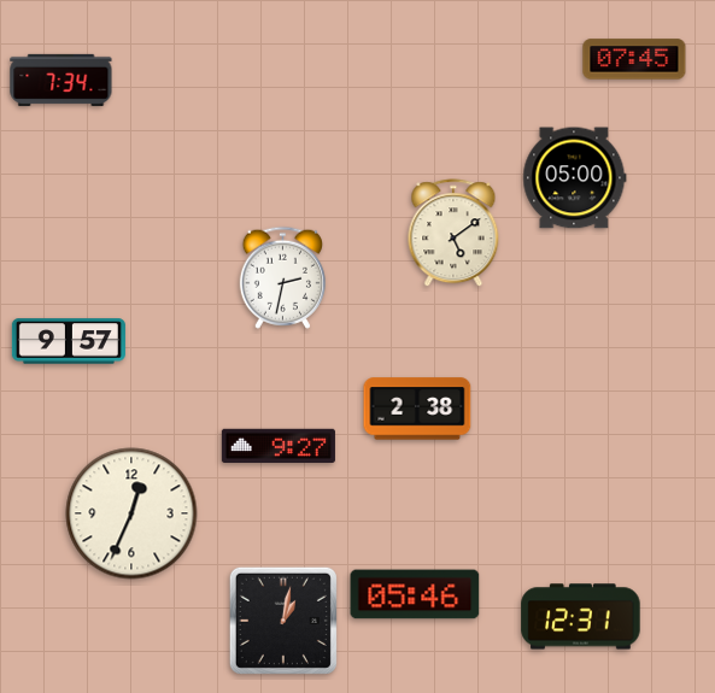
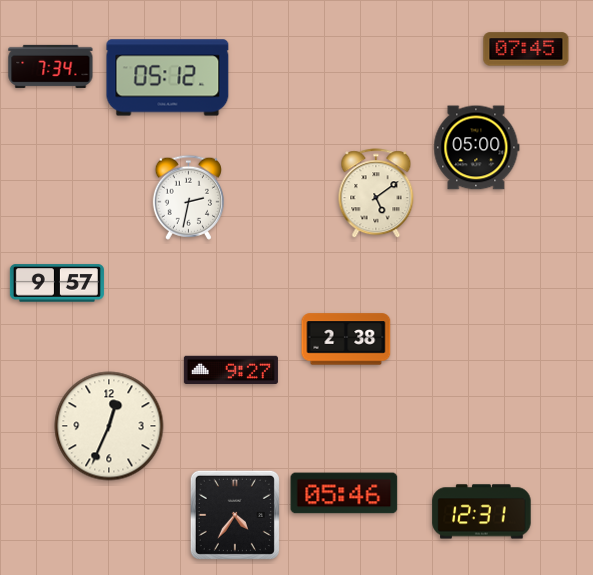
clock at (168, 78): none -> 05:12
clock at (282, 277) position: (282, 277) -> (188, 197)
clock at (283, 621): 1:02 -> 4:36
